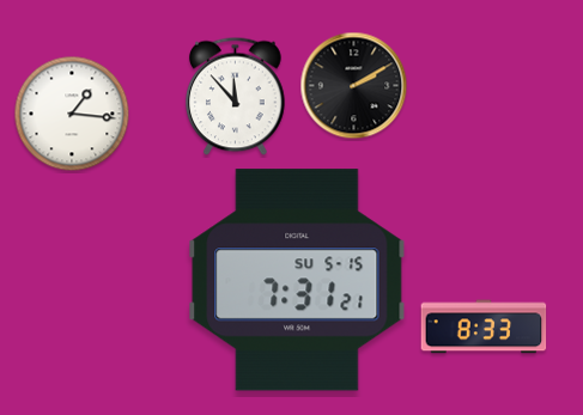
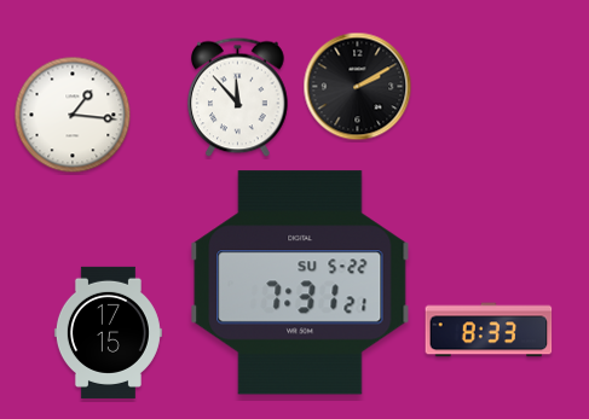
clock at (297, 280) date: SU 5-15 -> SU 5-22
clock at (108, 332): none -> 17:15
